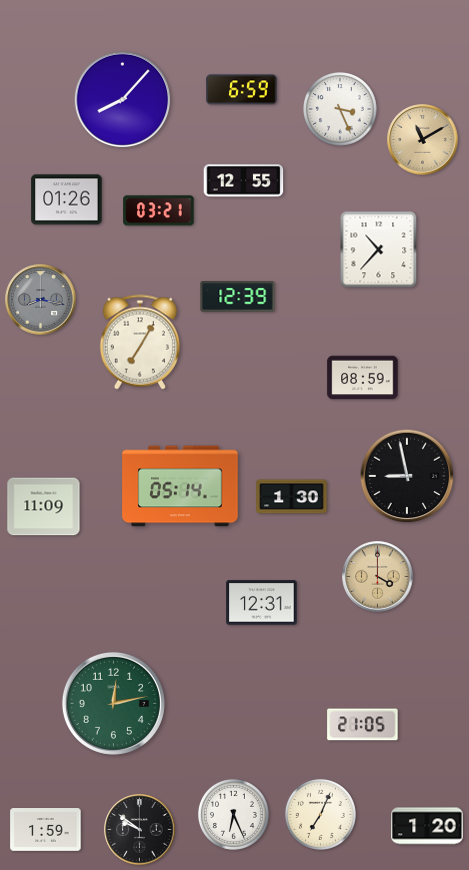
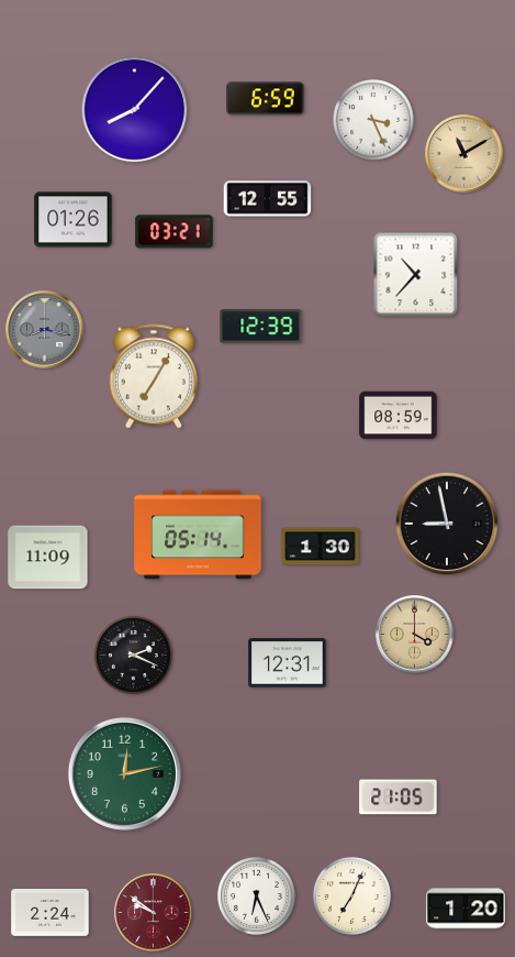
clock at (133, 654): none -> 2:19
clock at (427, 826) position: (427, 826) -> (466, 909)
clock at (46, 830): 1:59 -> 2:24
clock at (140, 830) dial: black -> burgundy
